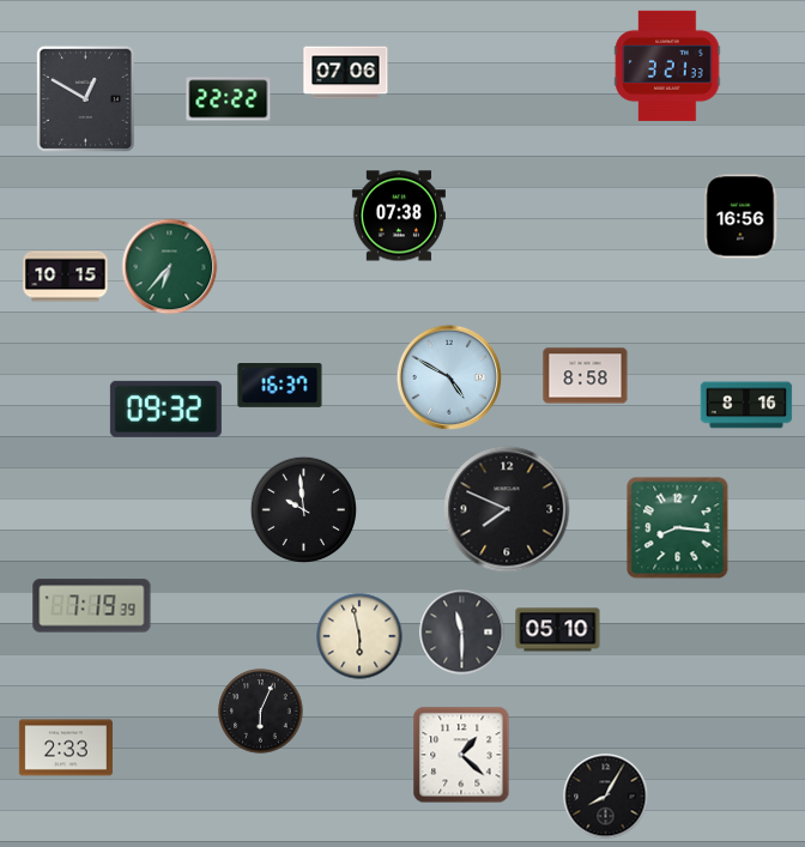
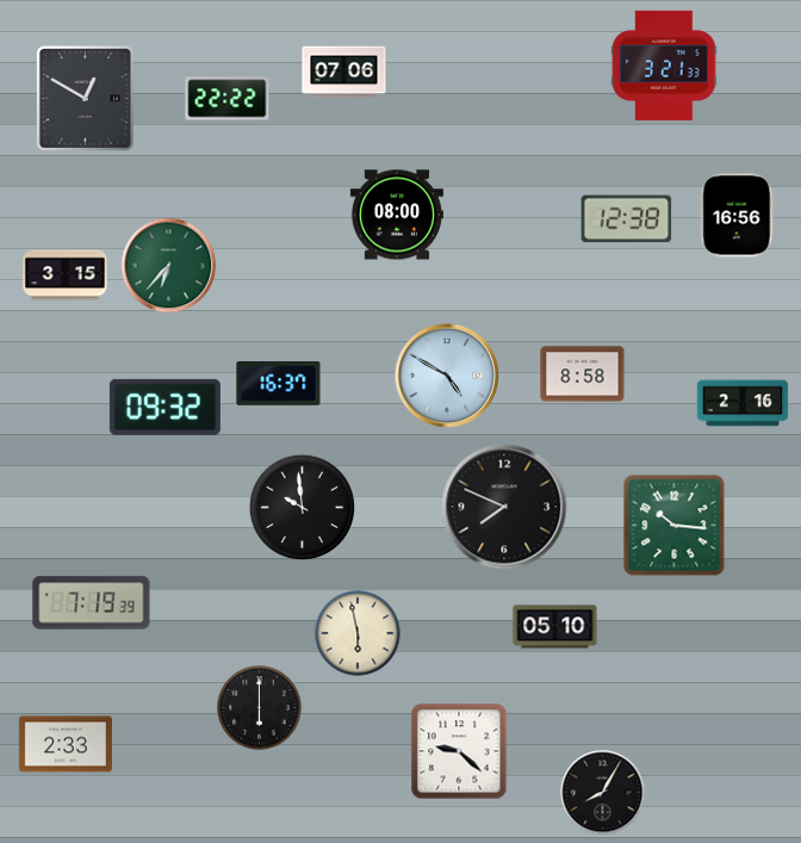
clock at (399, 216): 07:38 -> 08:00
clock at (627, 219): none -> 12:38
clock at (66, 277): 10:15 -> 3:15
clock at (746, 405): 8:16 -> 2:16
clock at (678, 528): 8:16 -> 10:16
clock at (462, 633): 11:30 -> none
clock at (261, 712): 6:04 -> 6:00
clock at (461, 755): 1:22 -> 9:22
